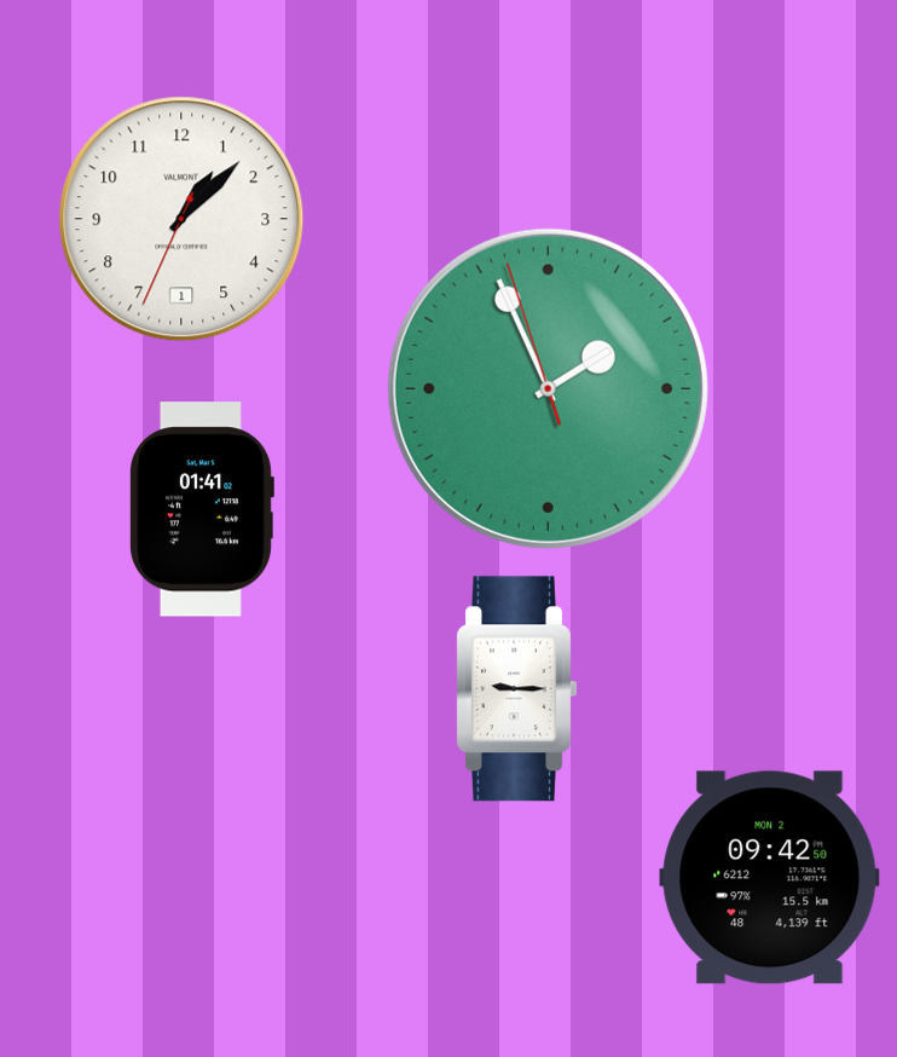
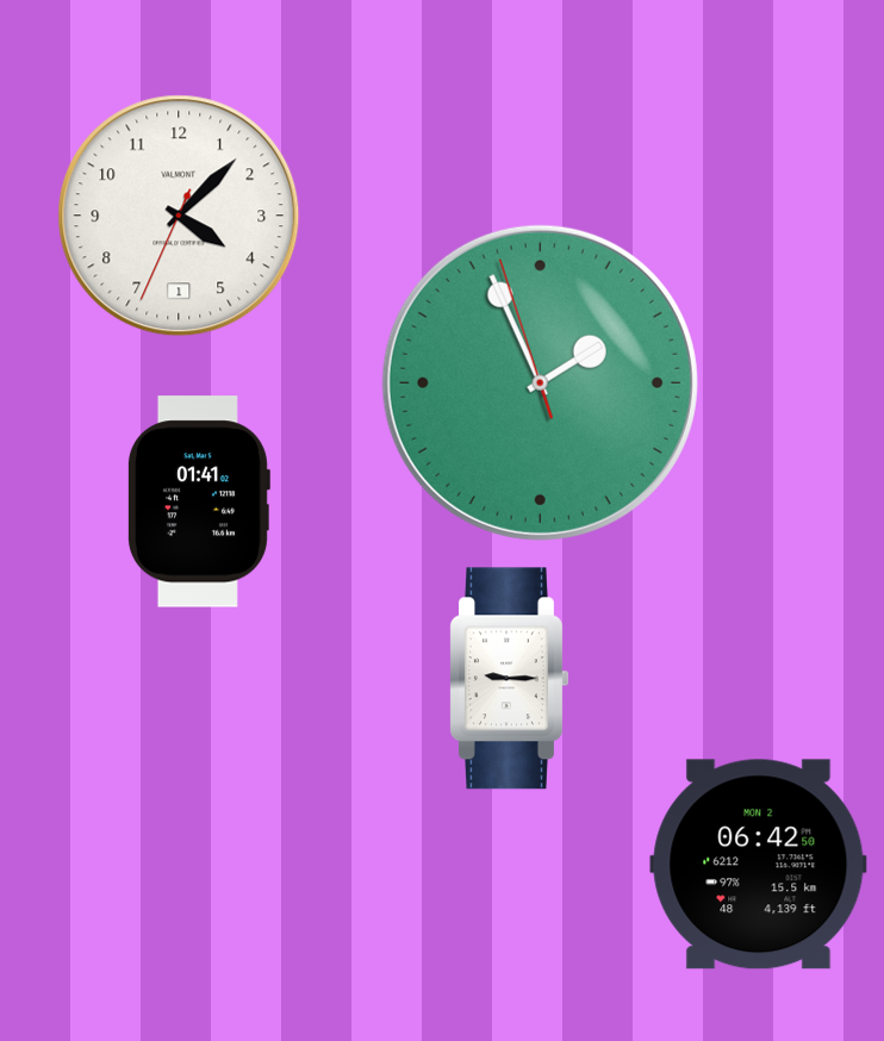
clock at (181, 219): 1:07 -> 4:07
clock at (770, 878): 09:42 -> 06:42
